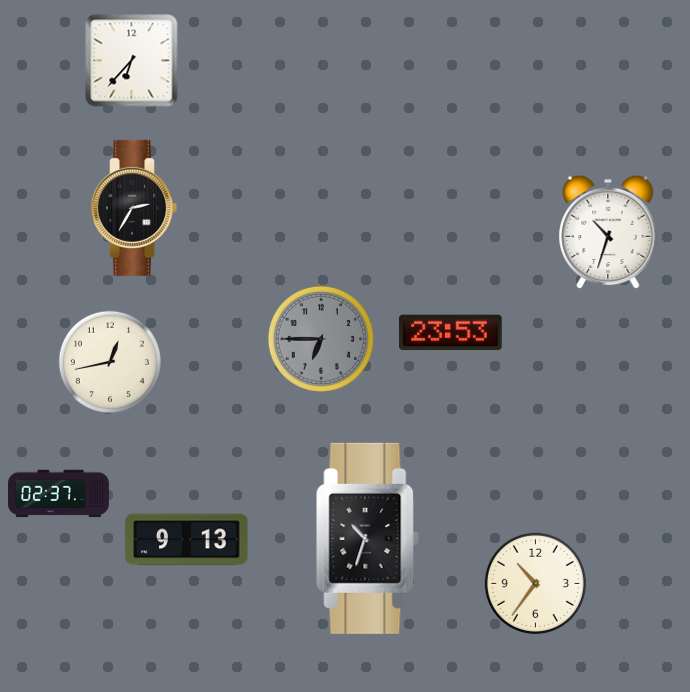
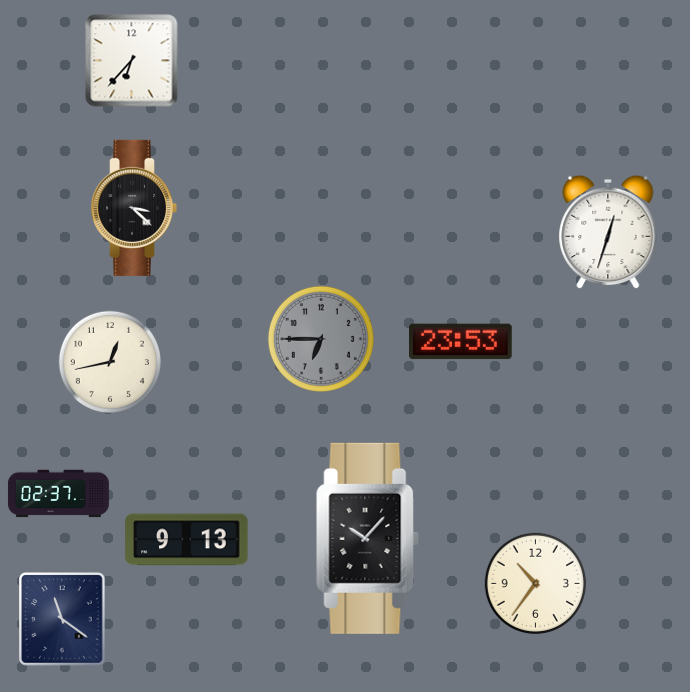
clock at (135, 208): 2:35 -> 3:22
clock at (608, 232): 10:33 -> 12:33
clock at (451, 333) position: (451, 333) -> (461, 342)
clock at (368, 538): 10:33 -> 10:07
clock at (62, 619): none -> 11:21
